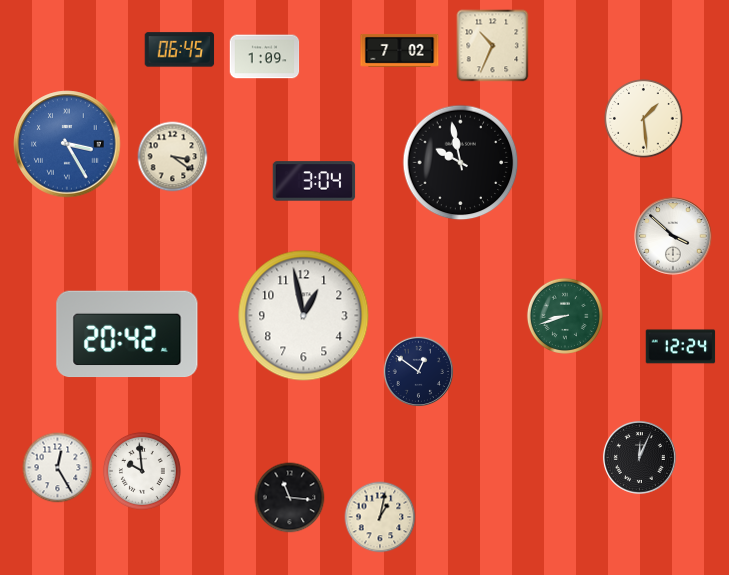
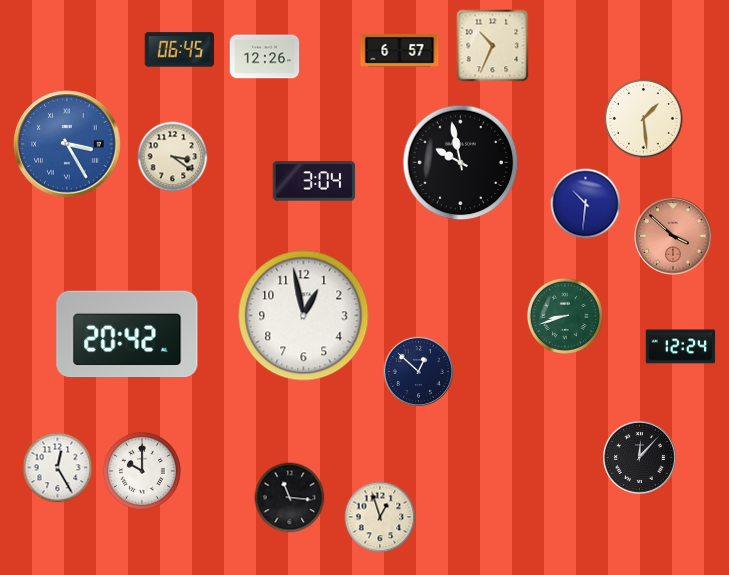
clock at (400, 50): 7:02 -> 6:57
clock at (265, 57): 1:09 -> 12:26
clock at (586, 204): none -> 10:31
clock at (673, 236) dial: white -> salmon
clock at (418, 371): 12:51 -> 12:52
clock at (639, 457): 12:04 -> 12:07
clock at (142, 471): 9:59 -> 10:00
clock at (380, 517): 1:02 -> 12:57
